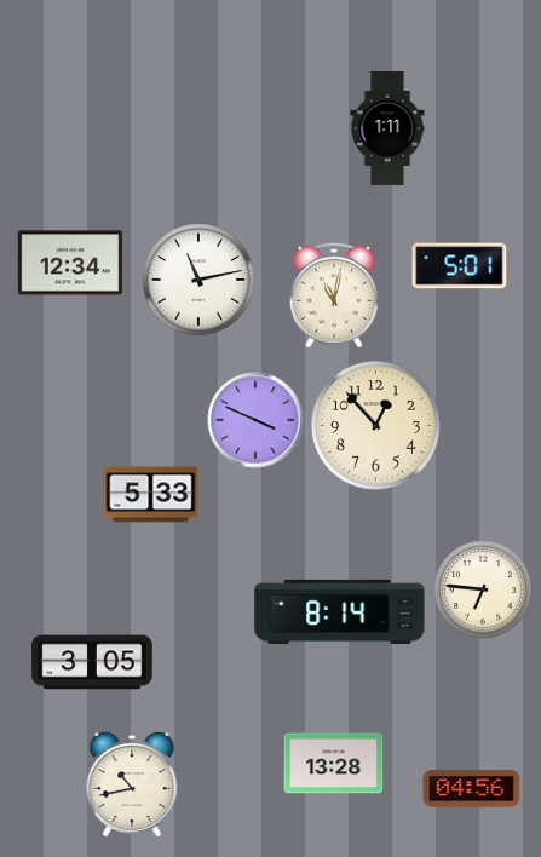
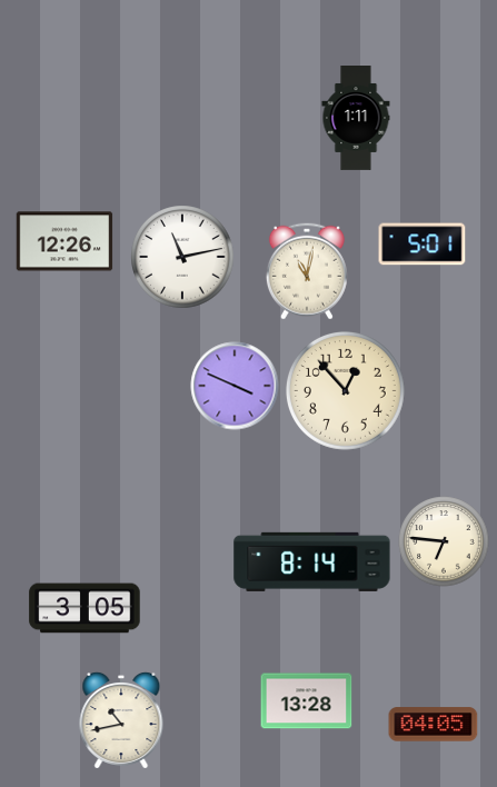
clock at (70, 263): 12:34 -> 12:26
clock at (151, 495): 5:33 -> none
clock at (472, 789): 04:56 -> 04:05
